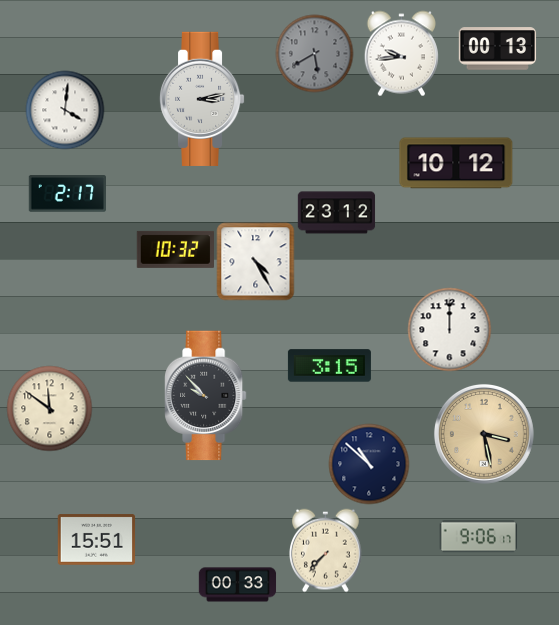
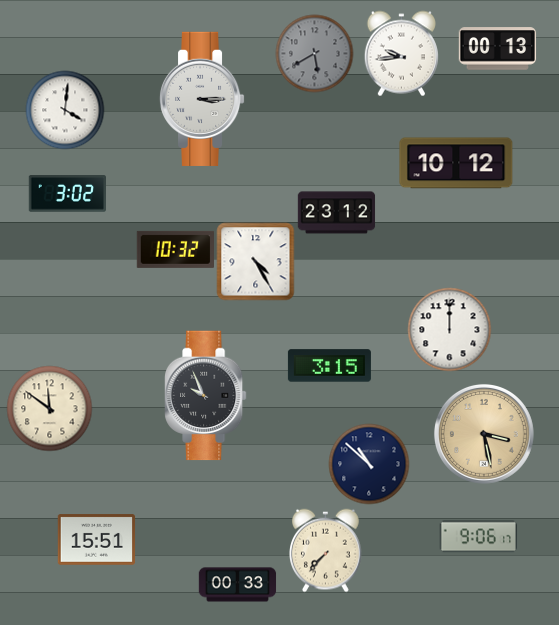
clock at (202, 99): 3:13 -> 3:15
clock at (67, 194): 2:17 -> 3:02
clock at (206, 396): 9:53 -> 9:56
